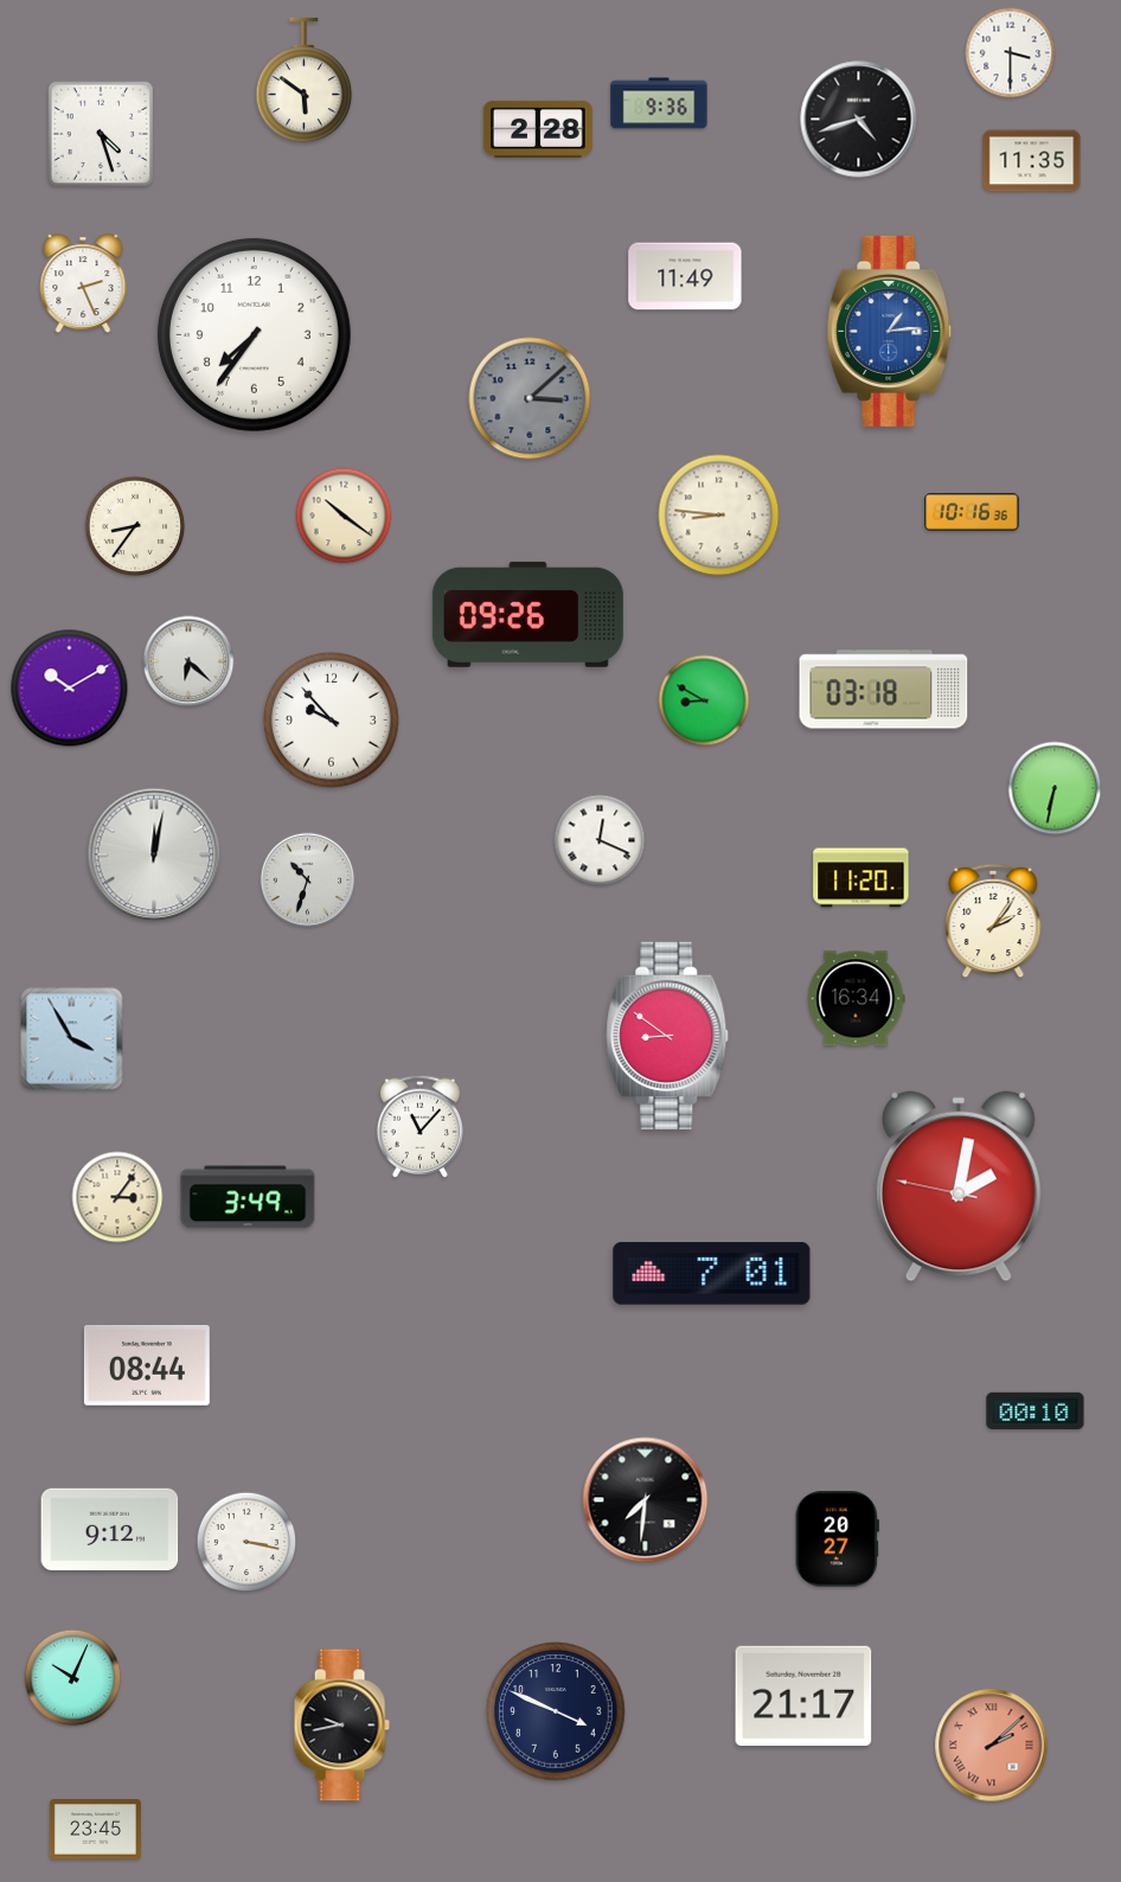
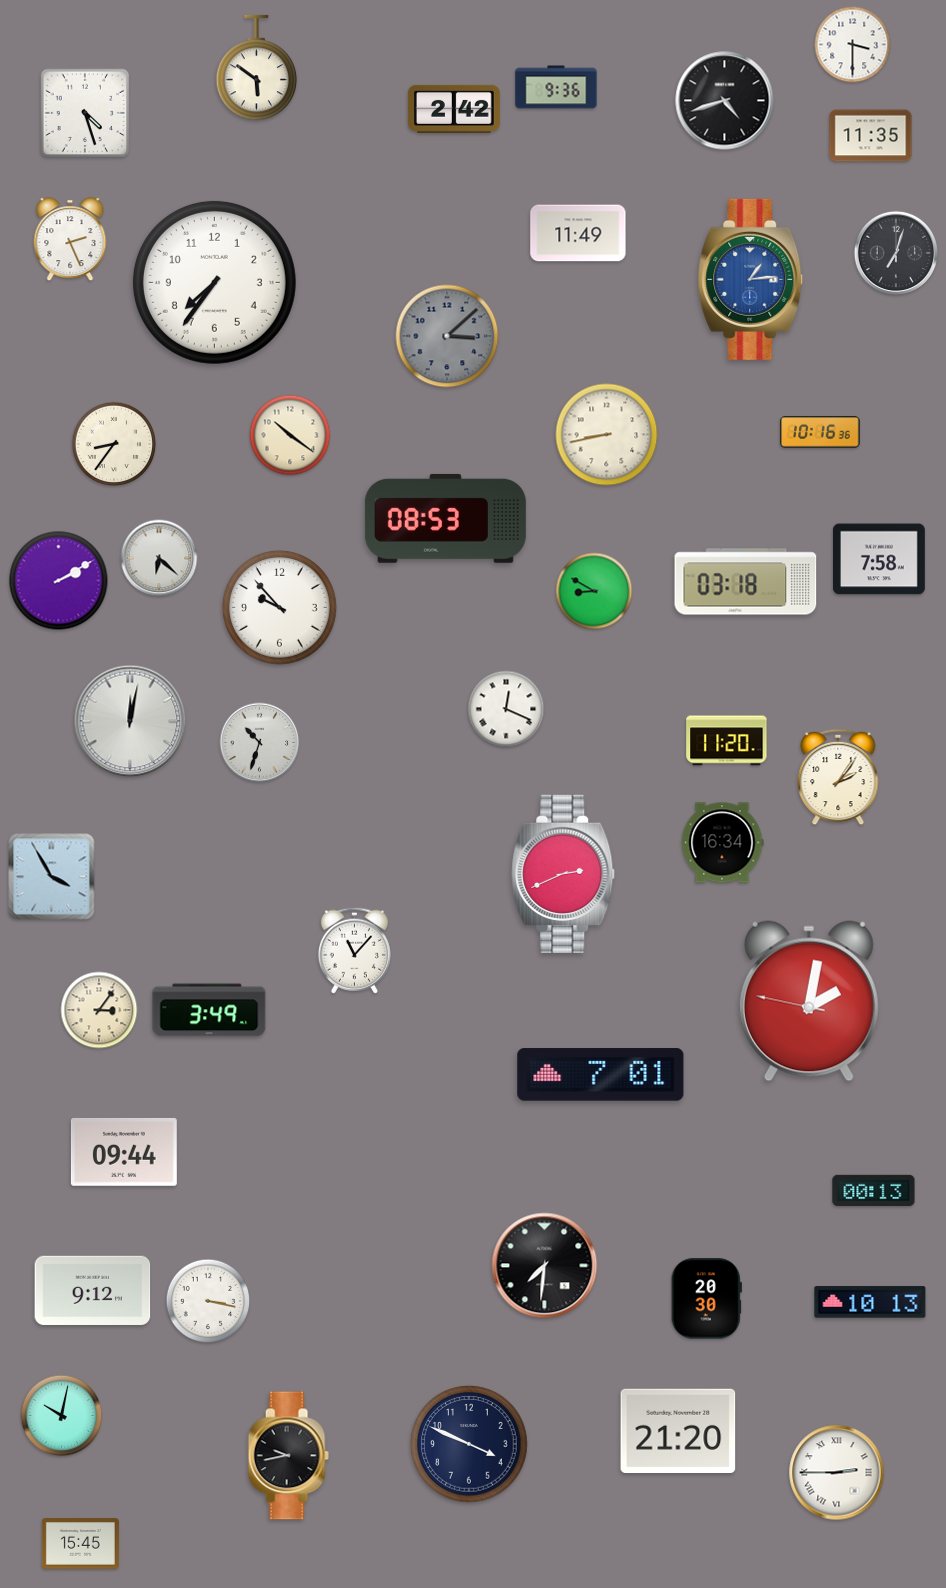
clock at (538, 129): 2:28 -> 2:42
clock at (896, 253): none -> 7:03
clock at (719, 516): 8:46 -> 8:43
clock at (527, 614): 09:26 -> 08:53
clock at (879, 559): none -> 7:58
clock at (70, 689): 10:10 -> 2:10
clock at (1055, 788): 6:32 -> none
clock at (667, 1035): 8:51 -> 2:41
clock at (72, 1039) position: (72, 1039) -> (52, 877)
clock at (147, 1365): 08:44 -> 09:44
clock at (1036, 1410): 00:10 -> 00:13
clock at (837, 1539): 20:27 -> 20:30
clock at (870, 1302): none -> 10:13
clock at (73, 1678): 10:04 -> 10:02
clock at (803, 1695): 21:17 -> 21:20
clock at (992, 1746): 2:08 -> 2:45
clock at (992, 1746) dial: salmon -> white
clock at (95, 1830): 23:45 -> 15:45
